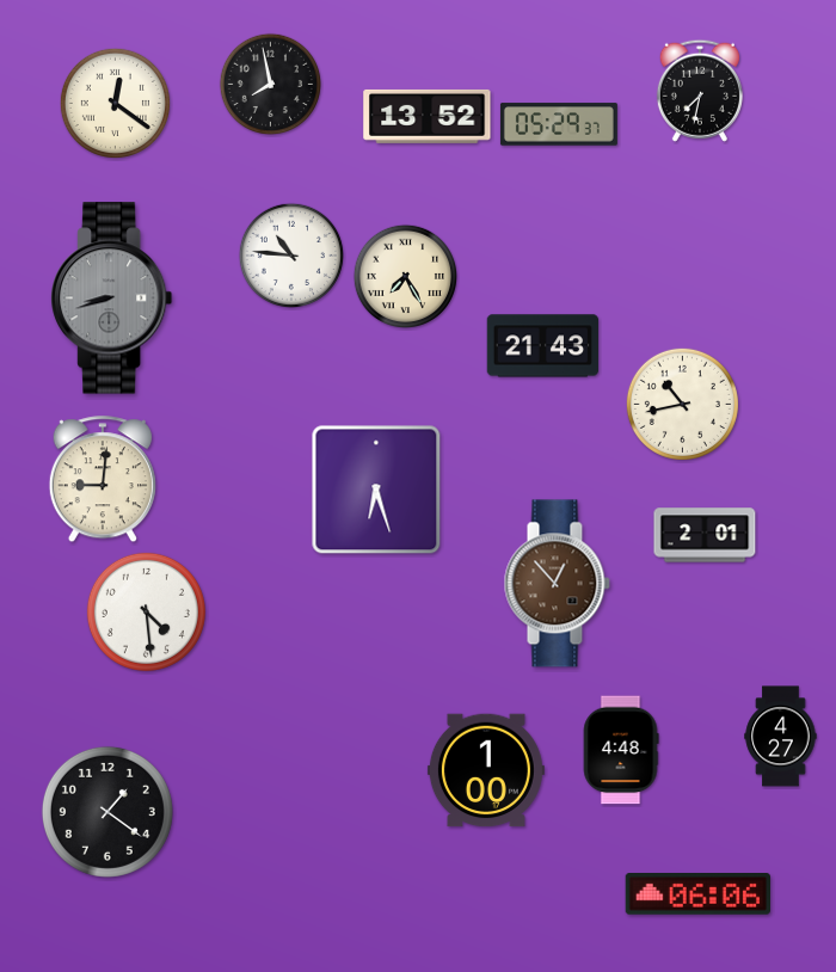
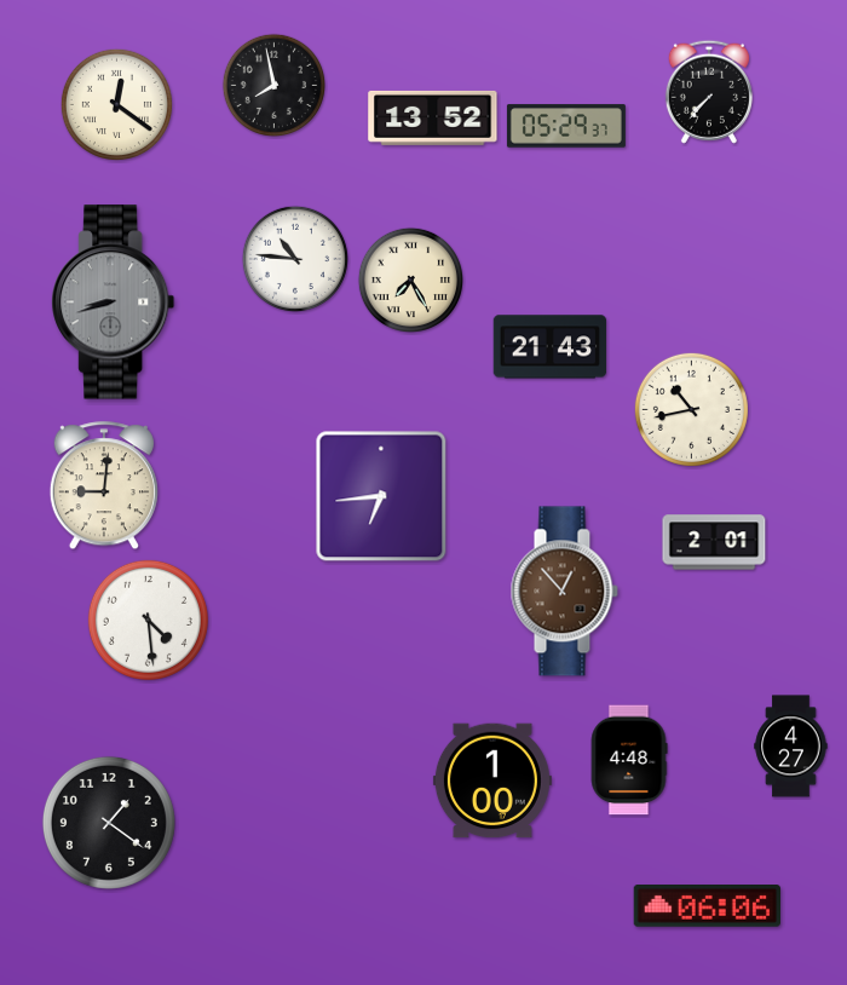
clock at (700, 91): 7:32 -> 7:37
clock at (543, 346) position: (543, 346) -> (551, 347)
clock at (376, 490): 6:27 -> 6:44
